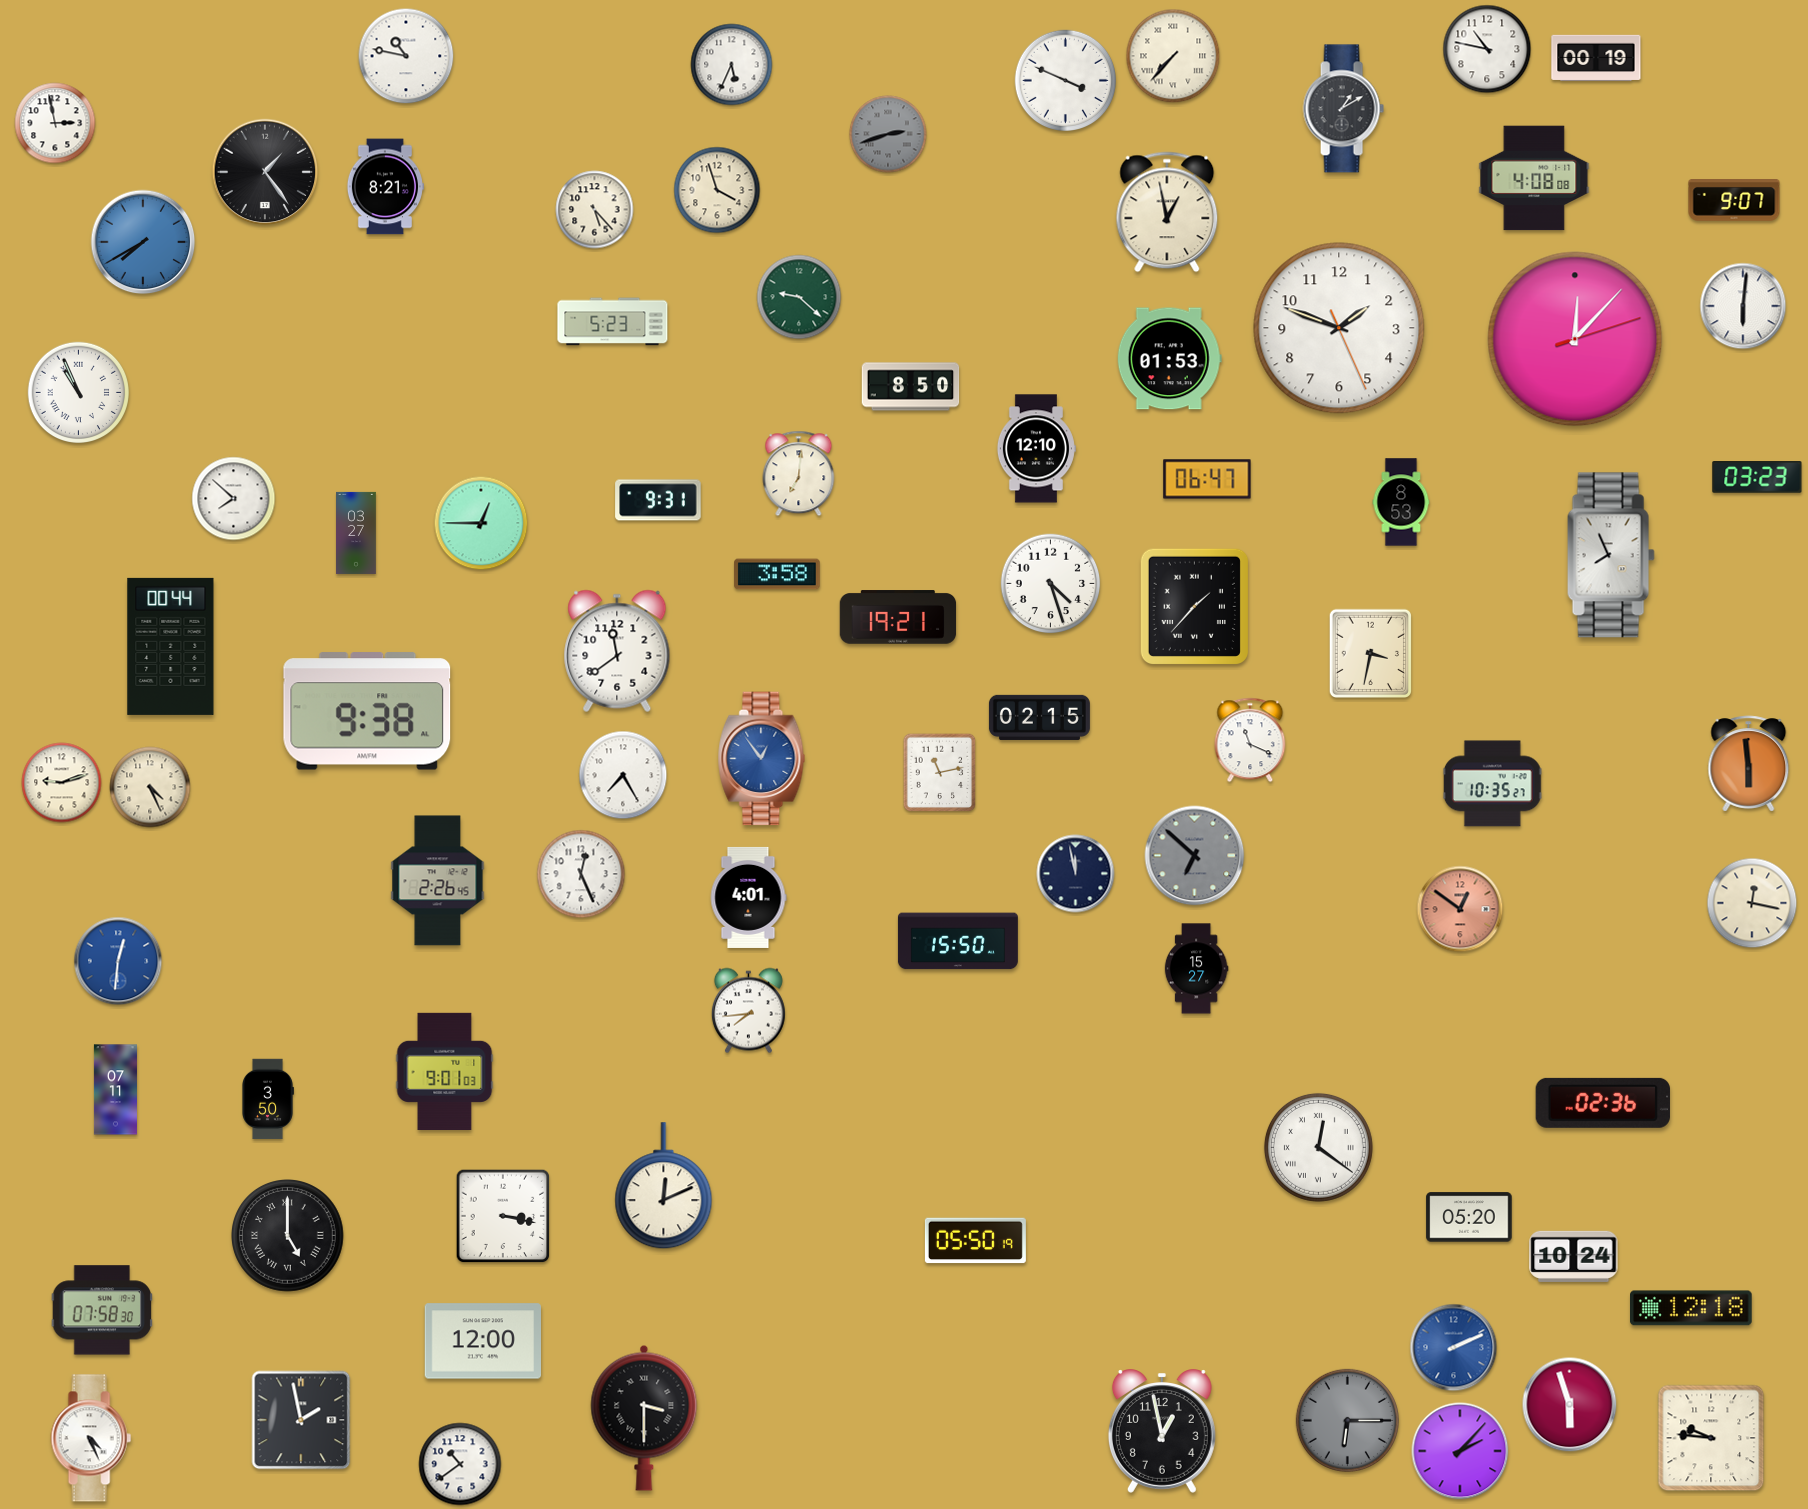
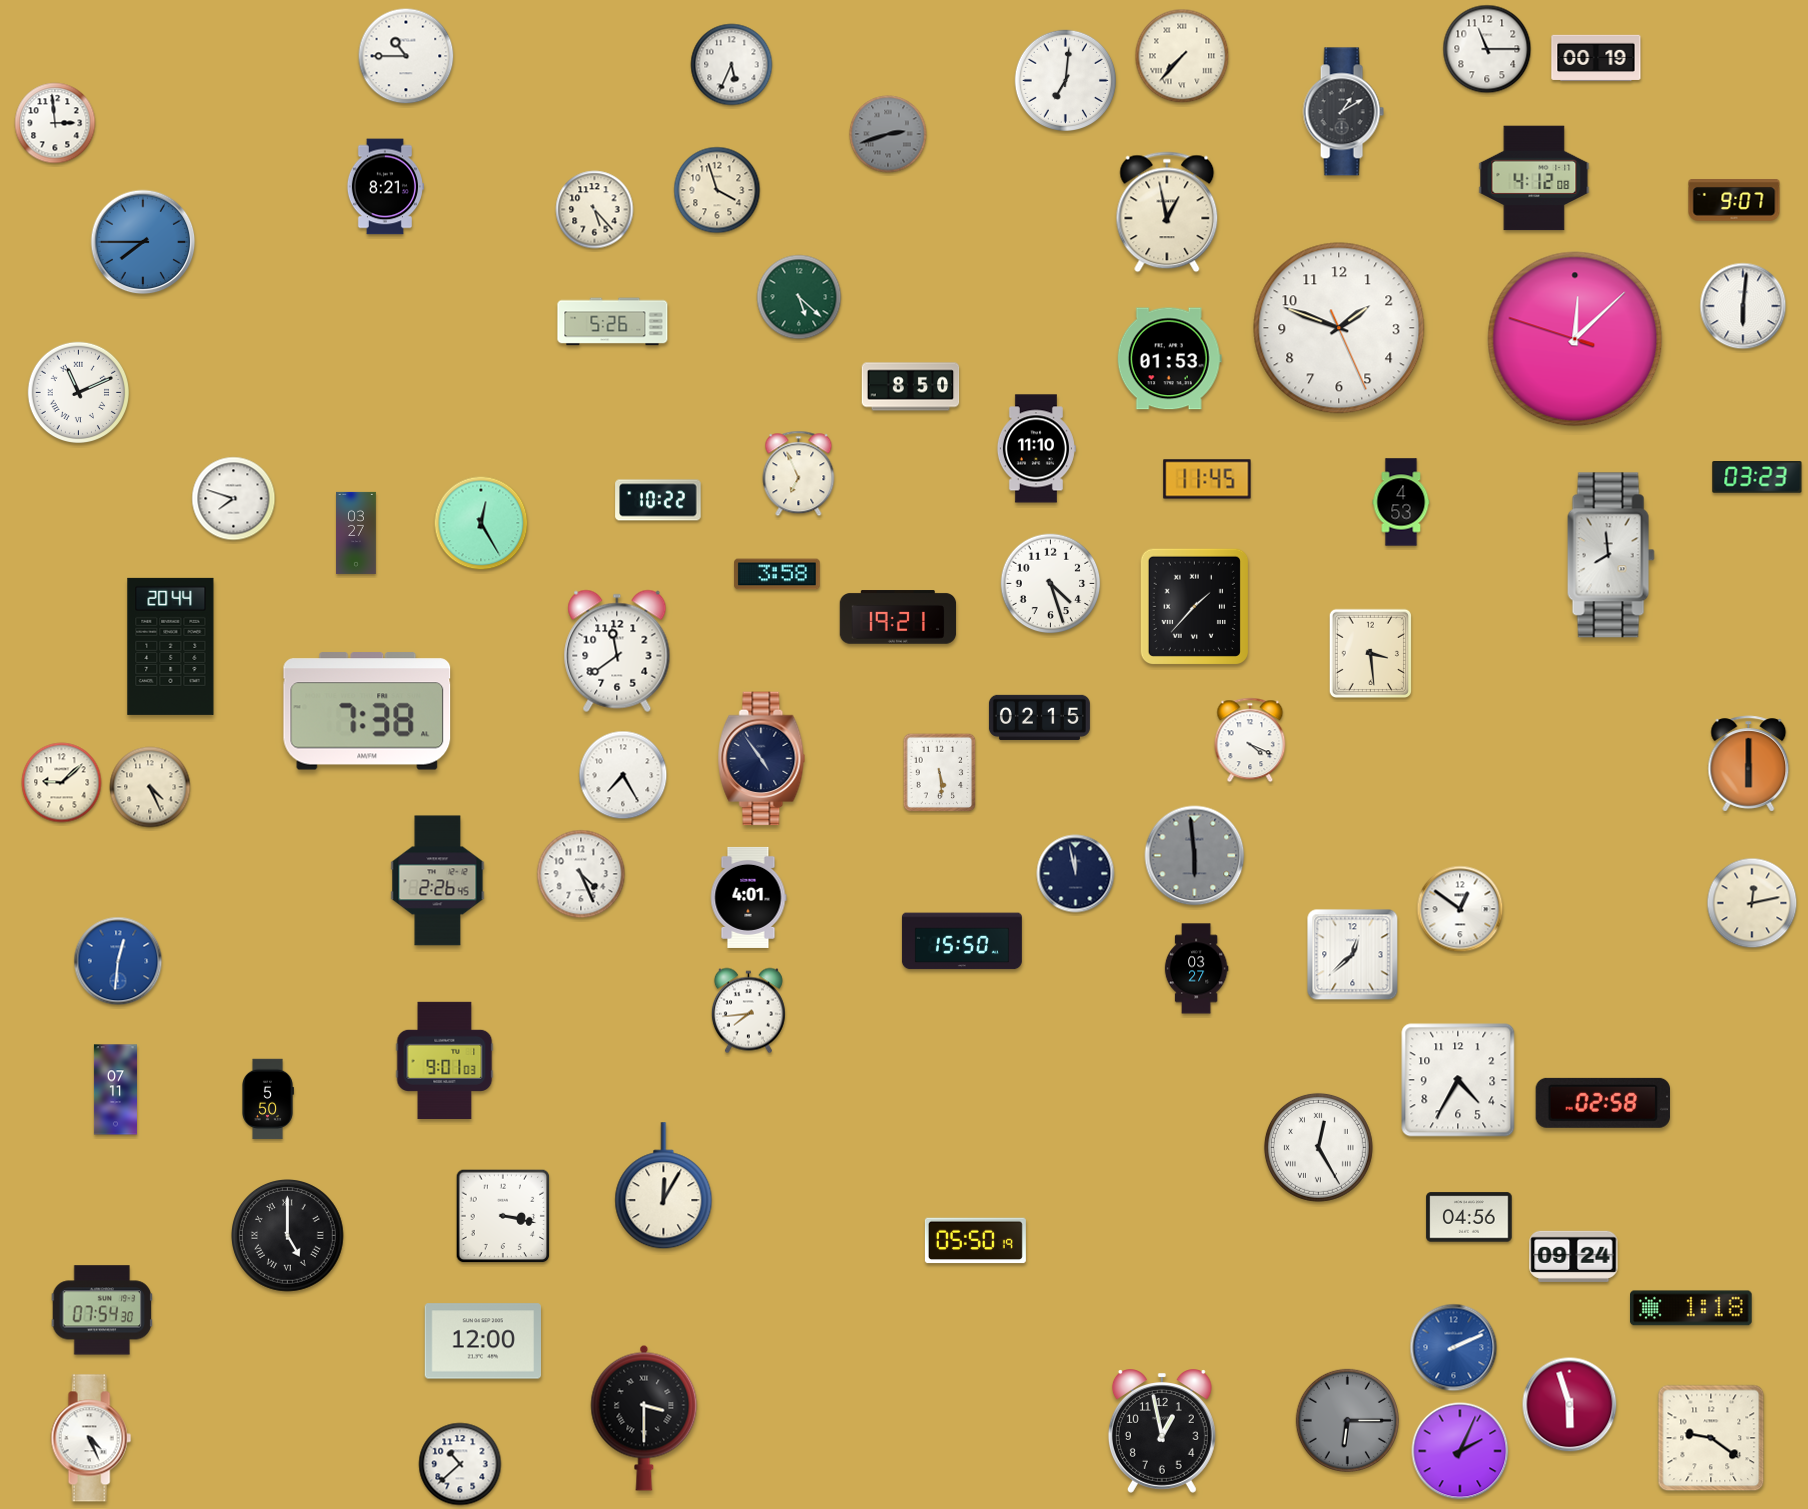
clock at (1487, 49): 10:47 -> 11:15
clock at (406, 56): 10:47 -> 10:45
clock at (1173, 56) position: (1173, 56) -> (1182, 56)
clock at (1066, 81): 3:49 -> 7:01
clock at (1343, 109) position: (1343, 109) -> (1343, 112)
clock at (55, 123): 2:58 -> 2:59
clock at (265, 172): 1:24 -> none
clock at (1534, 178): 4:08 -> 4:12
clock at (143, 242): 7:40 -> 7:45
clock at (799, 297): 9:22 -> 5:22
clock at (613, 322): 5:23 -> 5:26
clock at (1575, 339): 12:07:12 -> 12:07:48
clock at (79, 393): 10:56 -> 11:11
clock at (1036, 449): 12:10 -> 11:10
clock at (799, 474): 7:01 -> 6:56
clock at (1207, 479): 06:47 -> 11:45
clock at (234, 499): 7:52 -> 7:48
clock at (658, 500): 9:31 -> 10:22
clock at (1401, 502): 8:53 -> 4:53
clock at (481, 523): 12:45 -> 12:25
clock at (1611, 555): 7:56 -> 7:59
clock at (171, 646): 00:44 -> 20:44
clock at (1370, 653): 3:32 -> 3:29
clock at (367, 711): 9:38 -> 7:38
clock at (1250, 740): 11:19 -> 4:19
clock at (762, 759): 12:54 -> 4:54
clock at (762, 759) dial: blue -> navy
clock at (1749, 764): 5:59 -> 6:00
clock at (940, 773): 11:13 -> 5:29
clock at (62, 783): 9:12 -> 9:08
clock at (1492, 784): 10:35 -> none
clock at (1195, 856): 6:52 -> 5:59
clock at (581, 874): 12:26 -> 4:26
clock at (1752, 903): 12:17 -> 12:13
clock at (1460, 909) dial: salmon -> white
clock at (958, 941) position: (958, 941) -> (962, 941)
clock at (1353, 955): none -> 12:38
clock at (1196, 969): 15:27 -> 03:27
clock at (445, 1071) position: (445, 1071) -> (445, 1060)
clock at (1458, 1080): none -> 4:35
clock at (268, 1099): 3:50 -> 5:50
clock at (1602, 1103): 02:36 -> 02:58
clock at (1318, 1147): 12:21 -> 12:25
clock at (664, 1186): 12:11 -> 12:05
clock at (1469, 1217): 05:20 -> 04:56
clock at (1574, 1256): 10:24 -> 09:24
clock at (1692, 1308): 12:18 -> 1:18
clock at (102, 1310): 07:58 -> 07:54
clock at (301, 1420): 1:58 -> none
clock at (1711, 1438): 9:46 -> 9:21
clock at (1460, 1451): 2:07 -> 2:04
clock at (460, 1464): 10:39 -> 10:38
